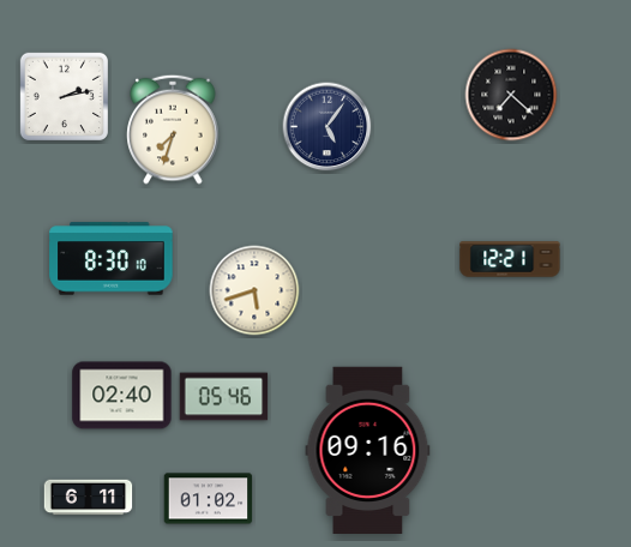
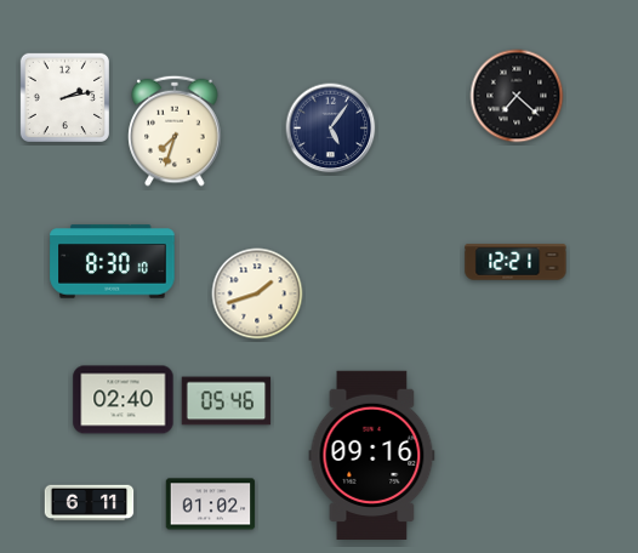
clock at (254, 290): 5:42 -> 1:42
